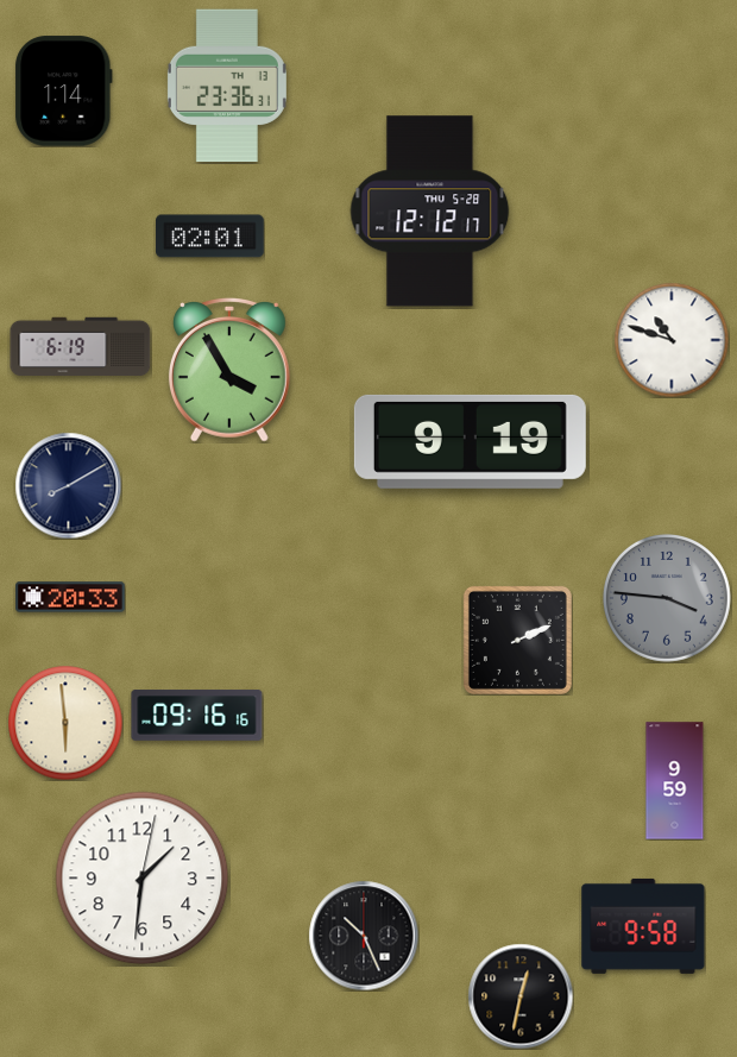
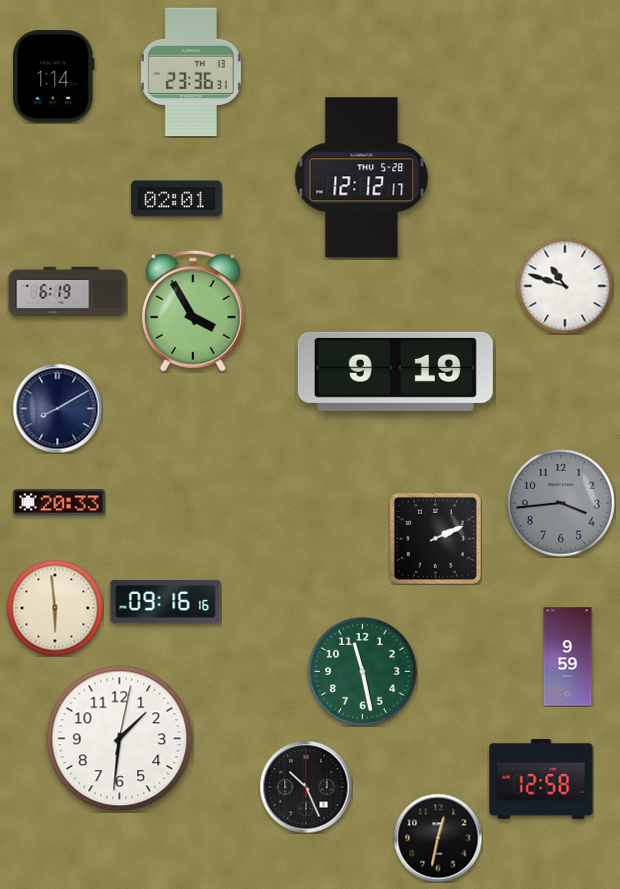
clock at (668, 599): 3:46 -> 3:44
clock at (362, 671): none -> 11:28
clock at (643, 926): 9:58 -> 12:58
